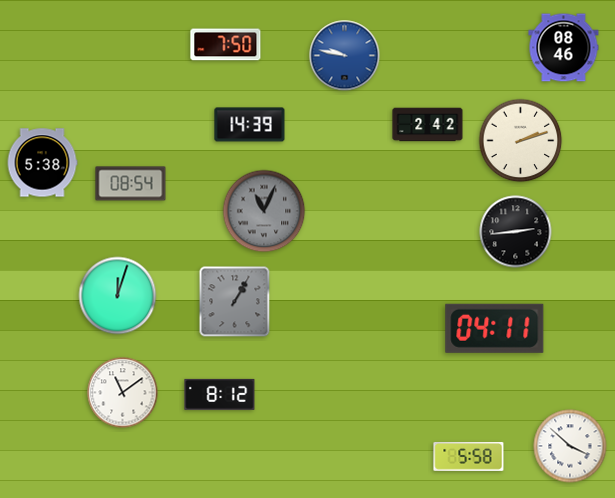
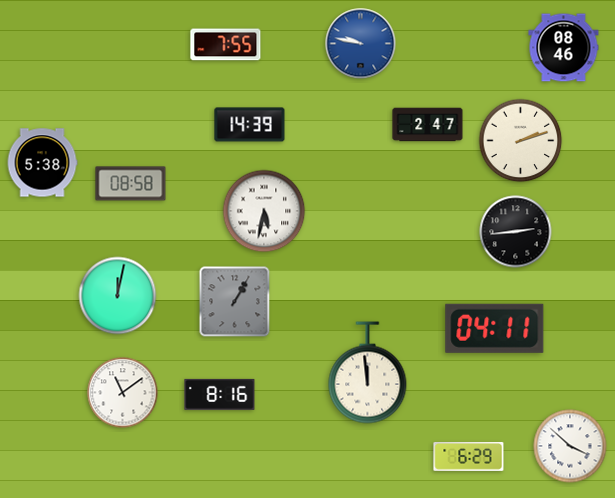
clock at (226, 45): 7:50 -> 7:55
clock at (345, 56) position: (345, 56) -> (361, 44)
clock at (428, 125): 2:42 -> 2:47
clock at (131, 184): 08:54 -> 08:58
clock at (264, 211): 11:04 -> 5:32
clock at (264, 211) dial: grey -> white
clock at (118, 296): 12:03 -> 12:02
clock at (368, 373): none -> 11:59
clock at (220, 394): 8:12 -> 8:16
clock at (469, 456): 5:58 -> 6:29
